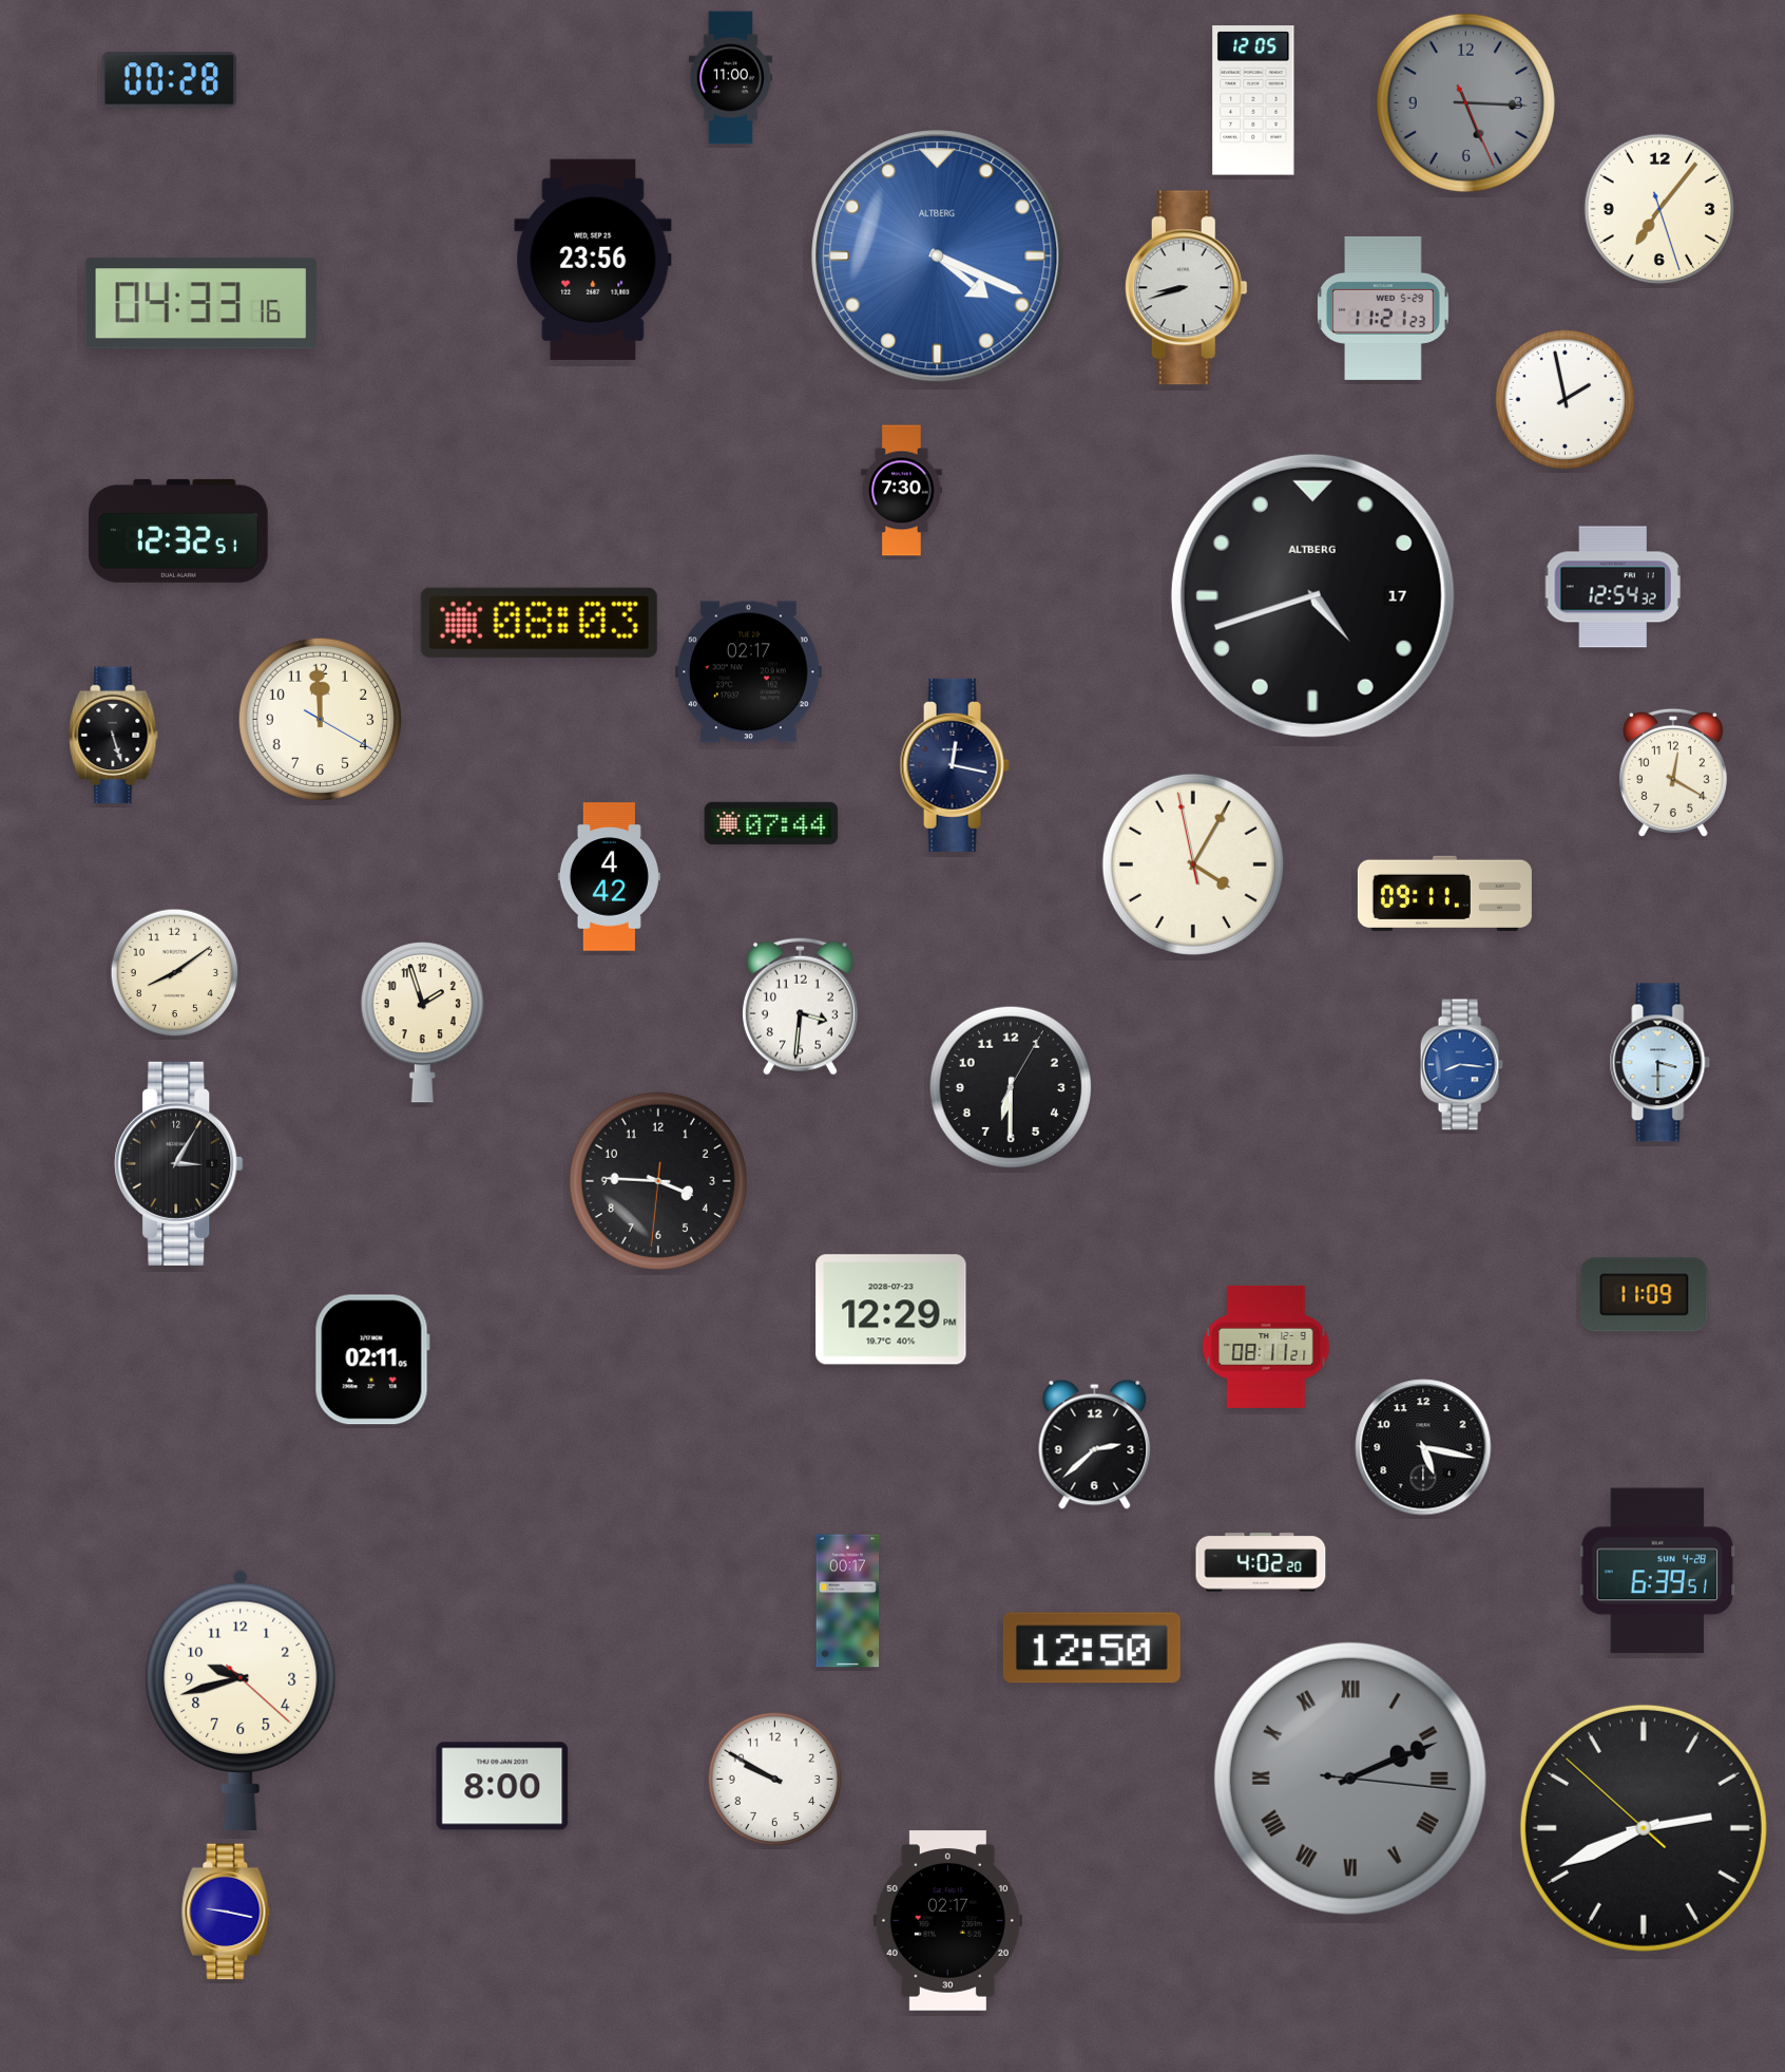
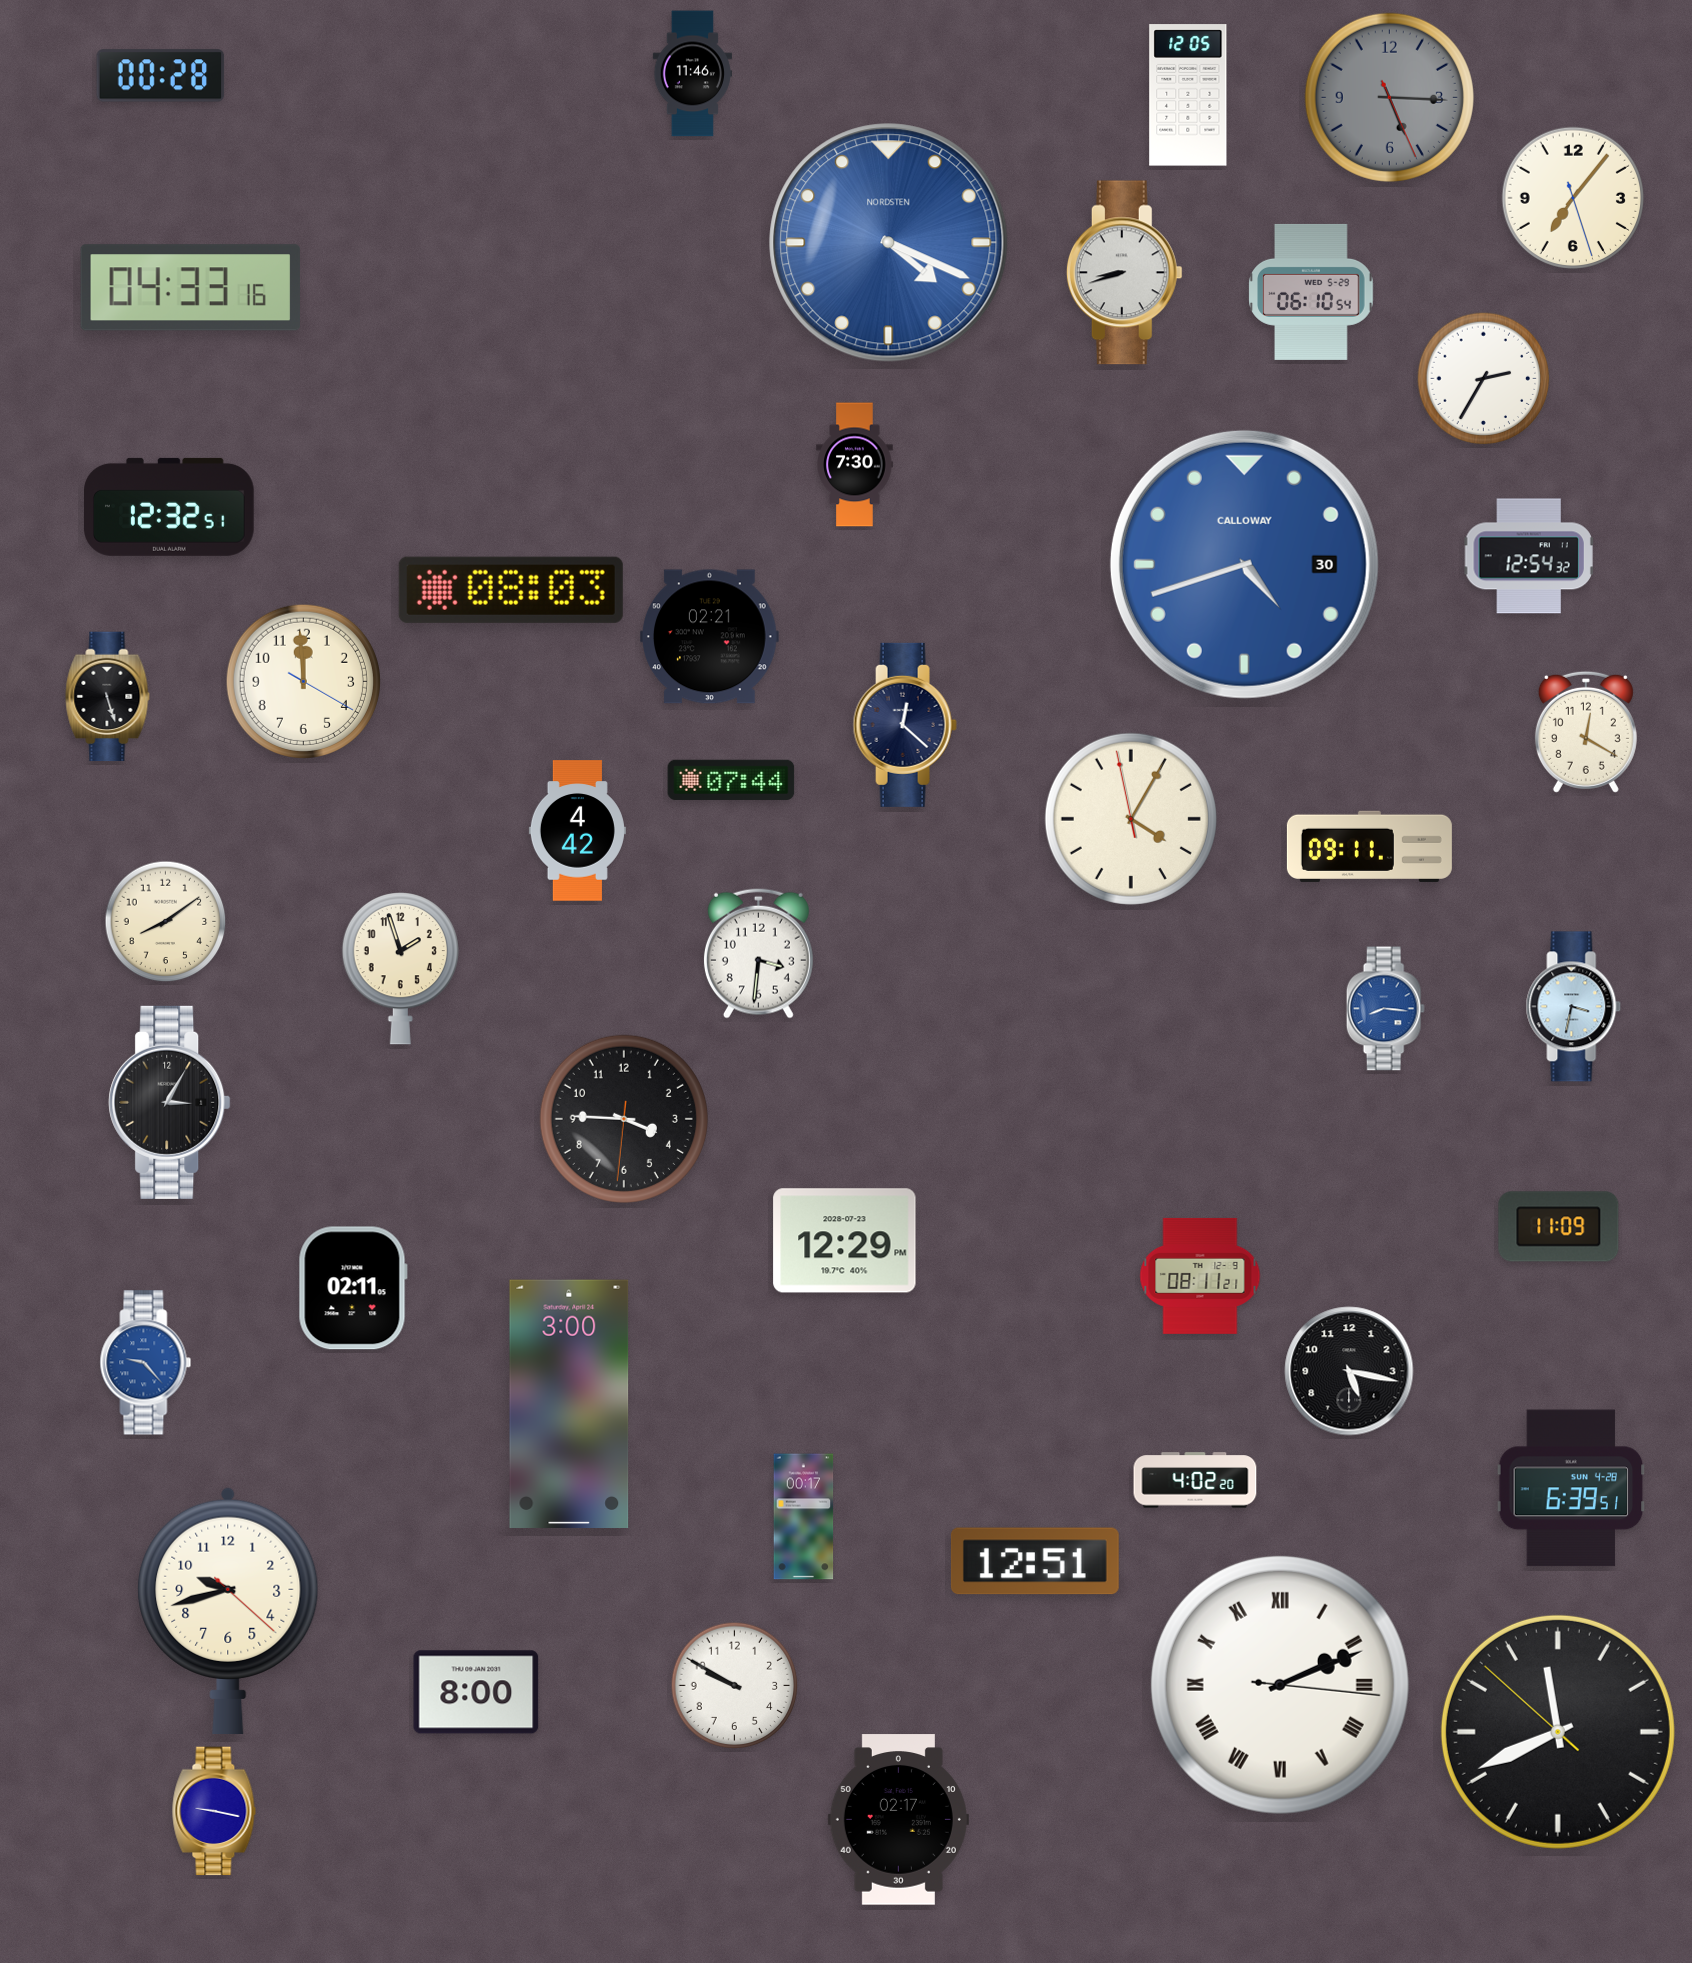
clock at (730, 78): 11:00 -> 11:46
clock at (938, 256) brand: ALTBERG -> NORDSTEN
clock at (593, 260): 23:56 -> none
clock at (1383, 308): 11:21 -> 06:10
clock at (1566, 400): 1:58 -> 2:35
clock at (179, 531) position: (179, 531) -> (170, 507)
clock at (1312, 595) date: 17 -> 30
clock at (1312, 595) dial: black -> blue
clock at (1312, 595) brand: ALTBERG -> CALLOWAY
clock at (749, 672): 02:17 -> 02:21
clock at (955, 765): 12:17 -> 12:22
clock at (1661, 1063): 3:30 -> 3:32
clock at (1011, 1087): 6:30 -> none
clock at (146, 1363): none -> 9:23
clock at (1095, 1444): 2:38 -> none
clock at (569, 1403): none -> 3:00
clock at (1092, 1648): 12:50 -> 12:51
clock at (1350, 1779) dial: grey -> white
clock at (1644, 1828): 2:40 -> 11:40
